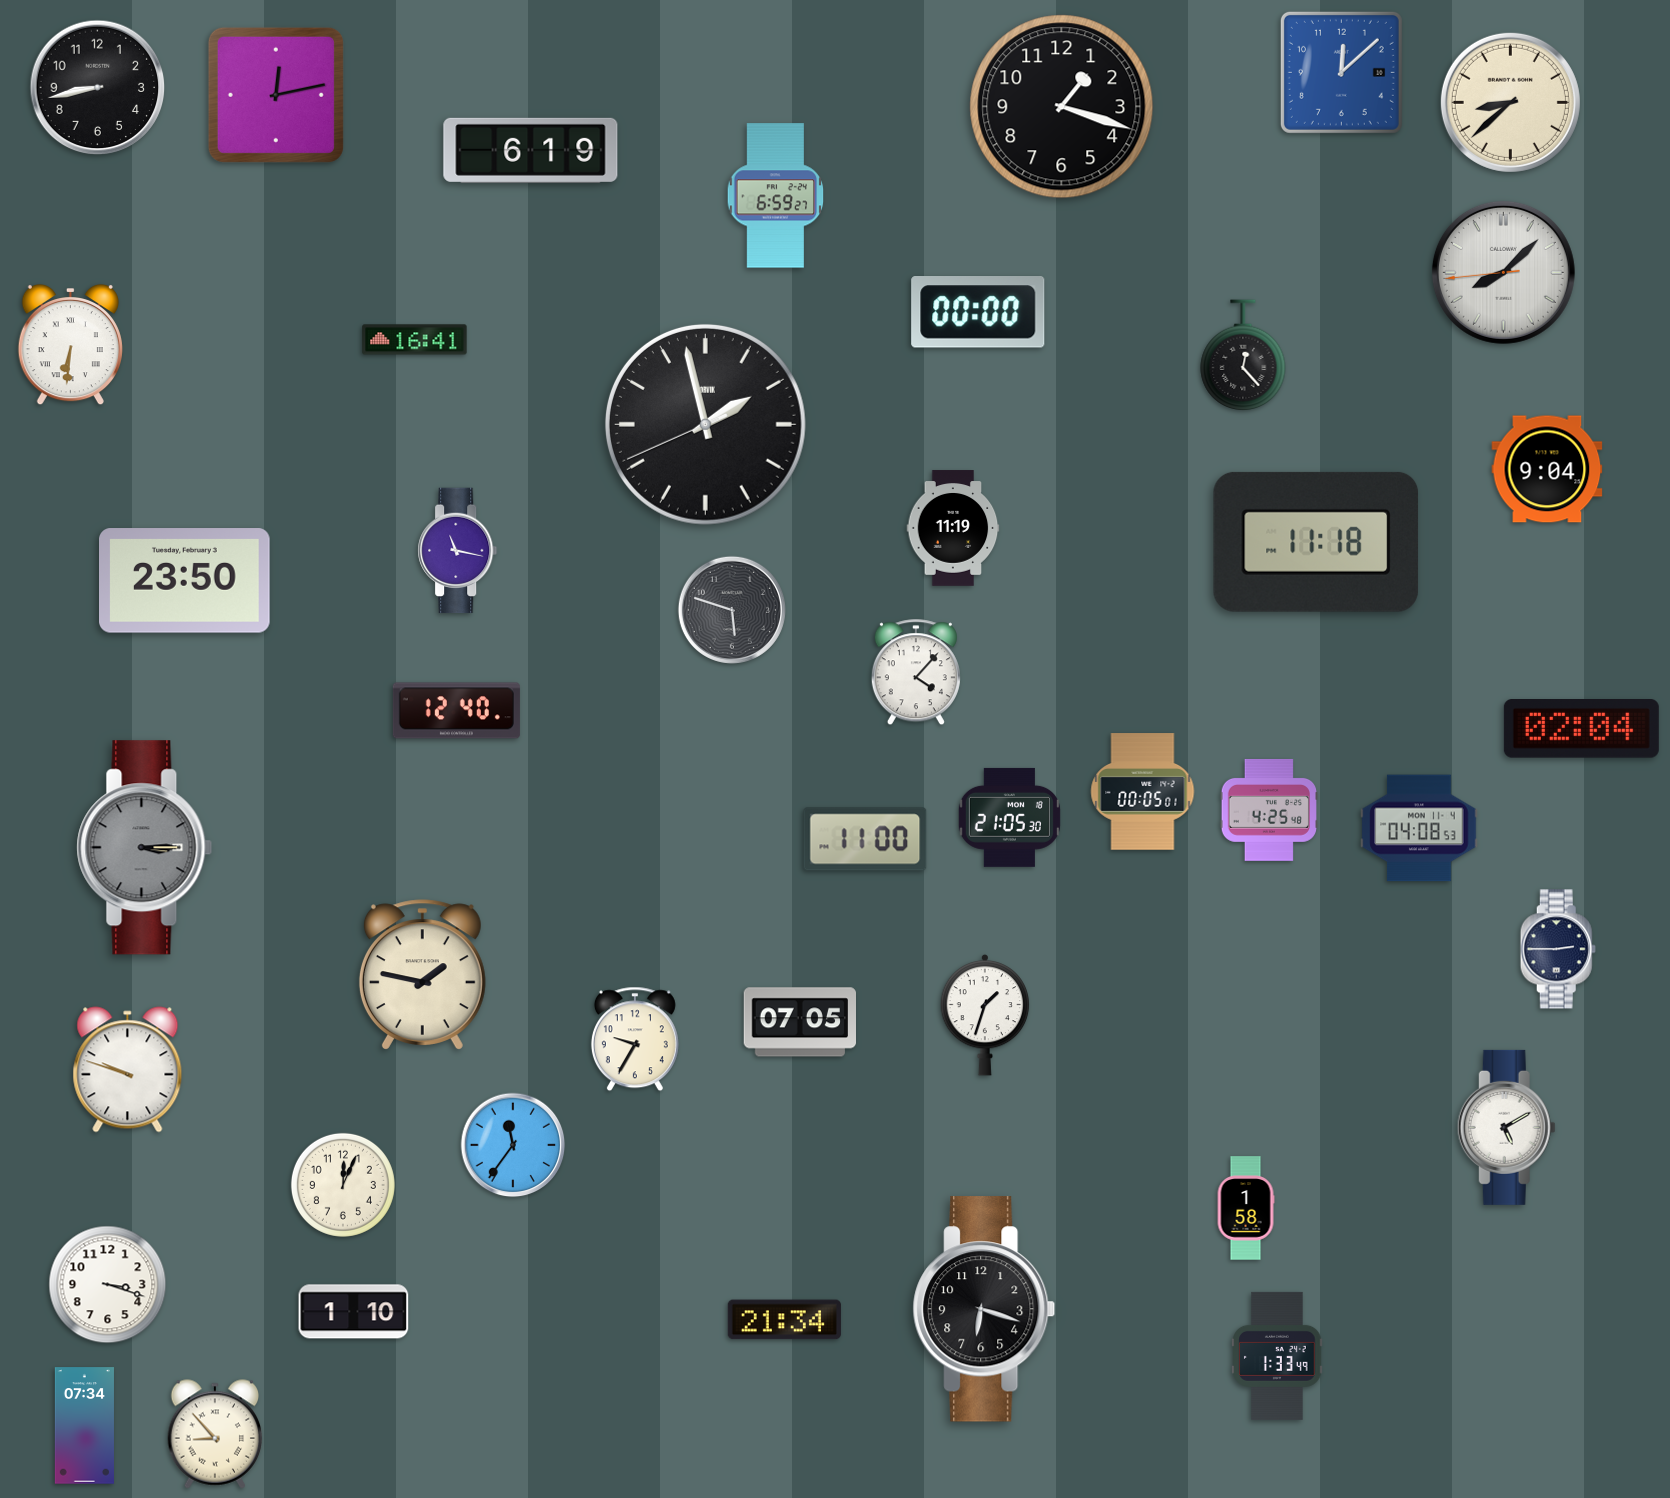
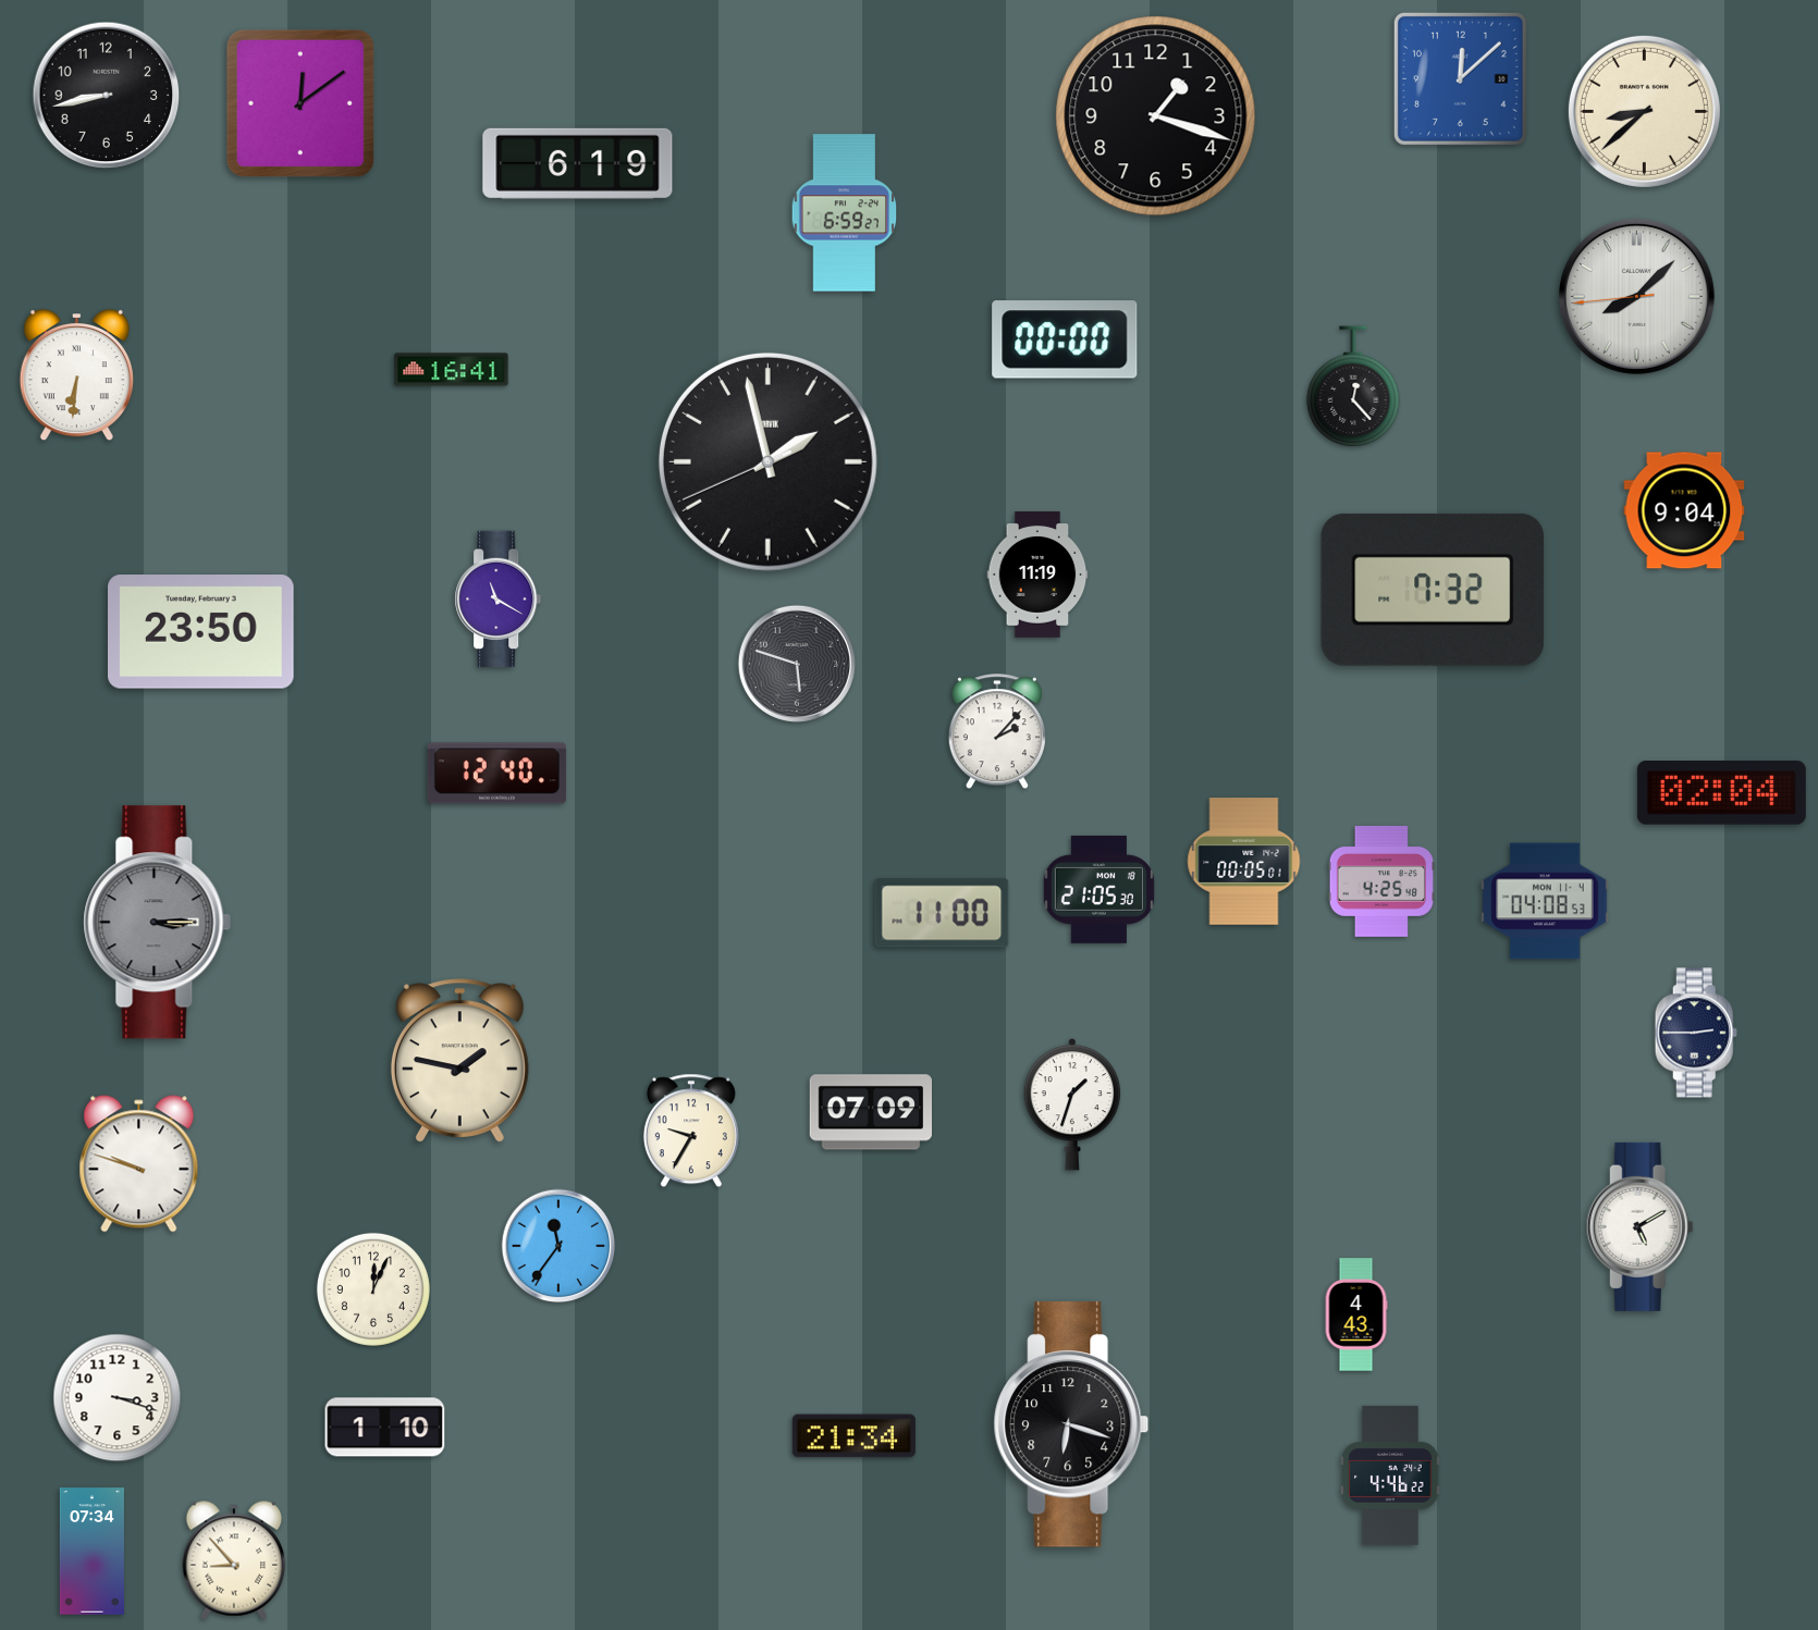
clock at (276, 95): 12:13 -> 12:09
clock at (1316, 542): 11:18 -> 7:32
clock at (458, 551): 11:17 -> 11:20
clock at (916, 673): 4:07 -> 2:07
clock at (799, 1022): 07:05 -> 07:09
clock at (1246, 1208): 1:58 -> 4:43
clock at (1277, 1356): 1:33 -> 4:46
